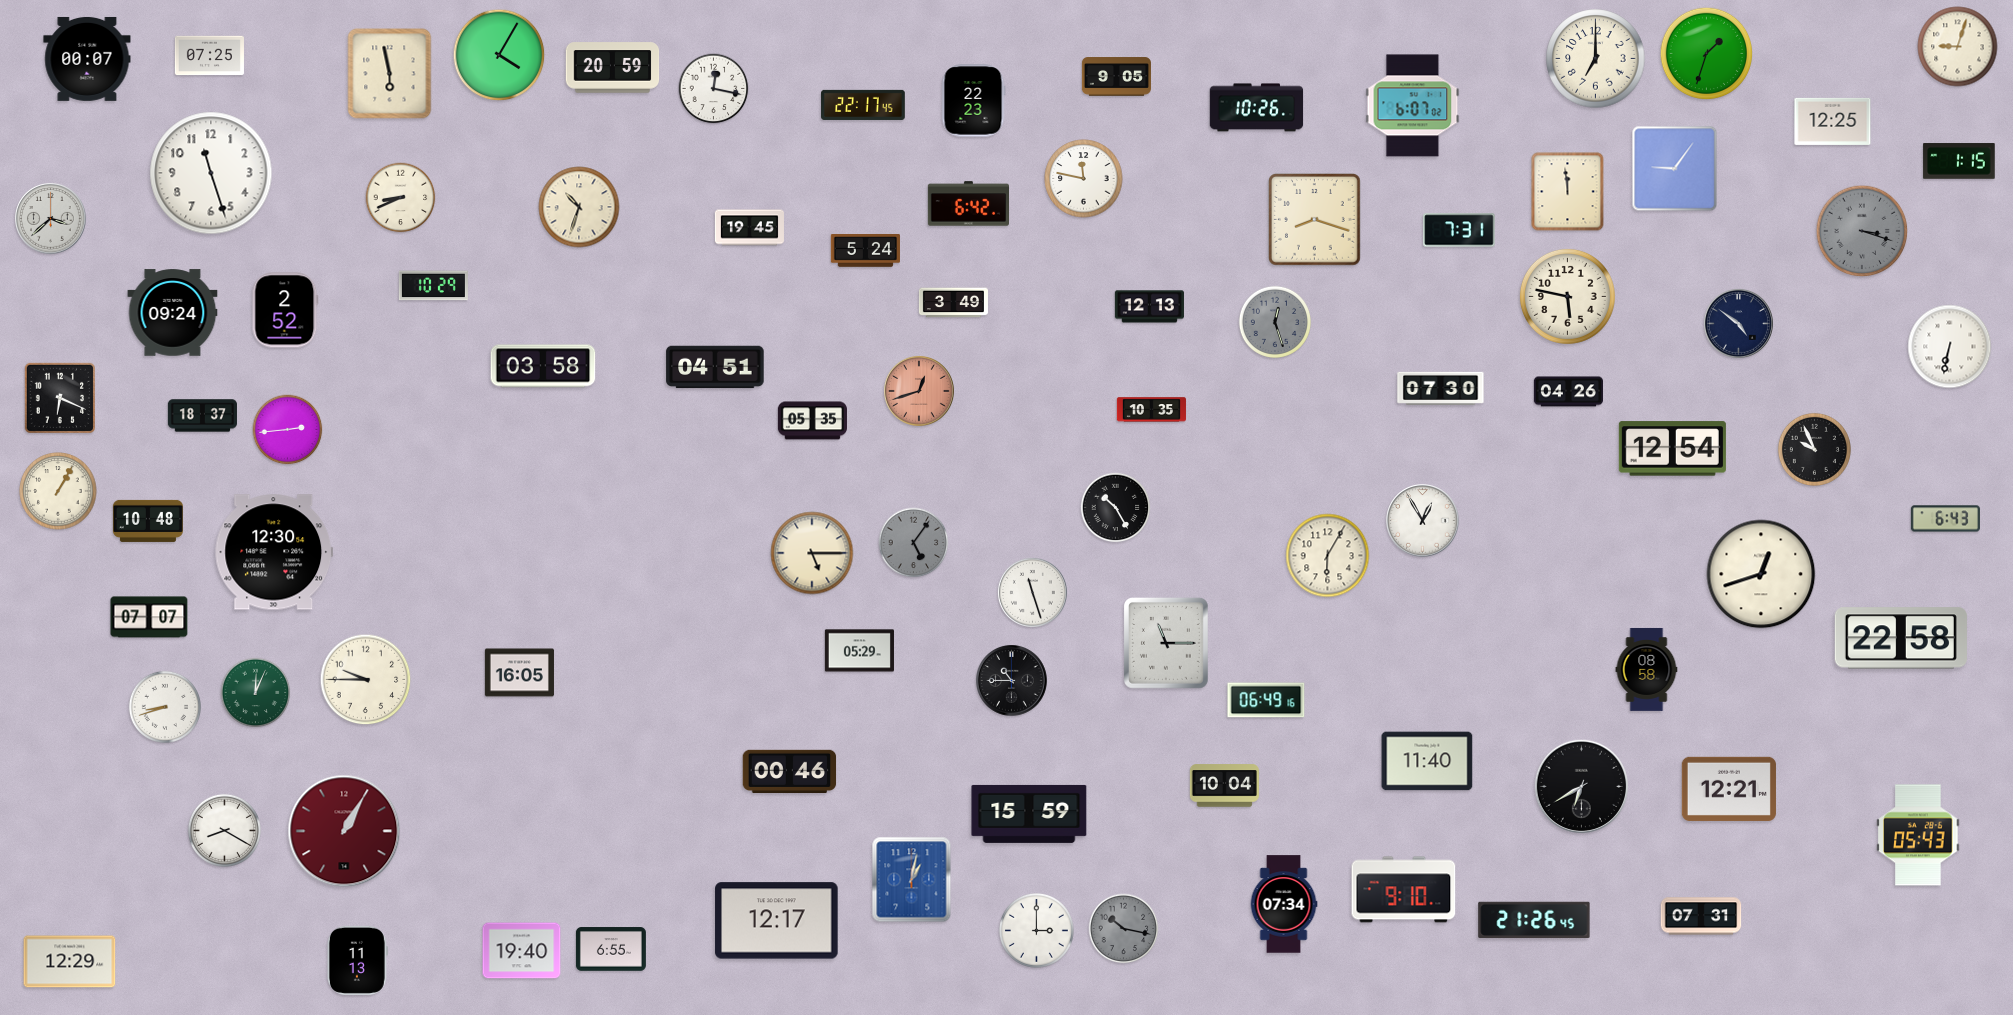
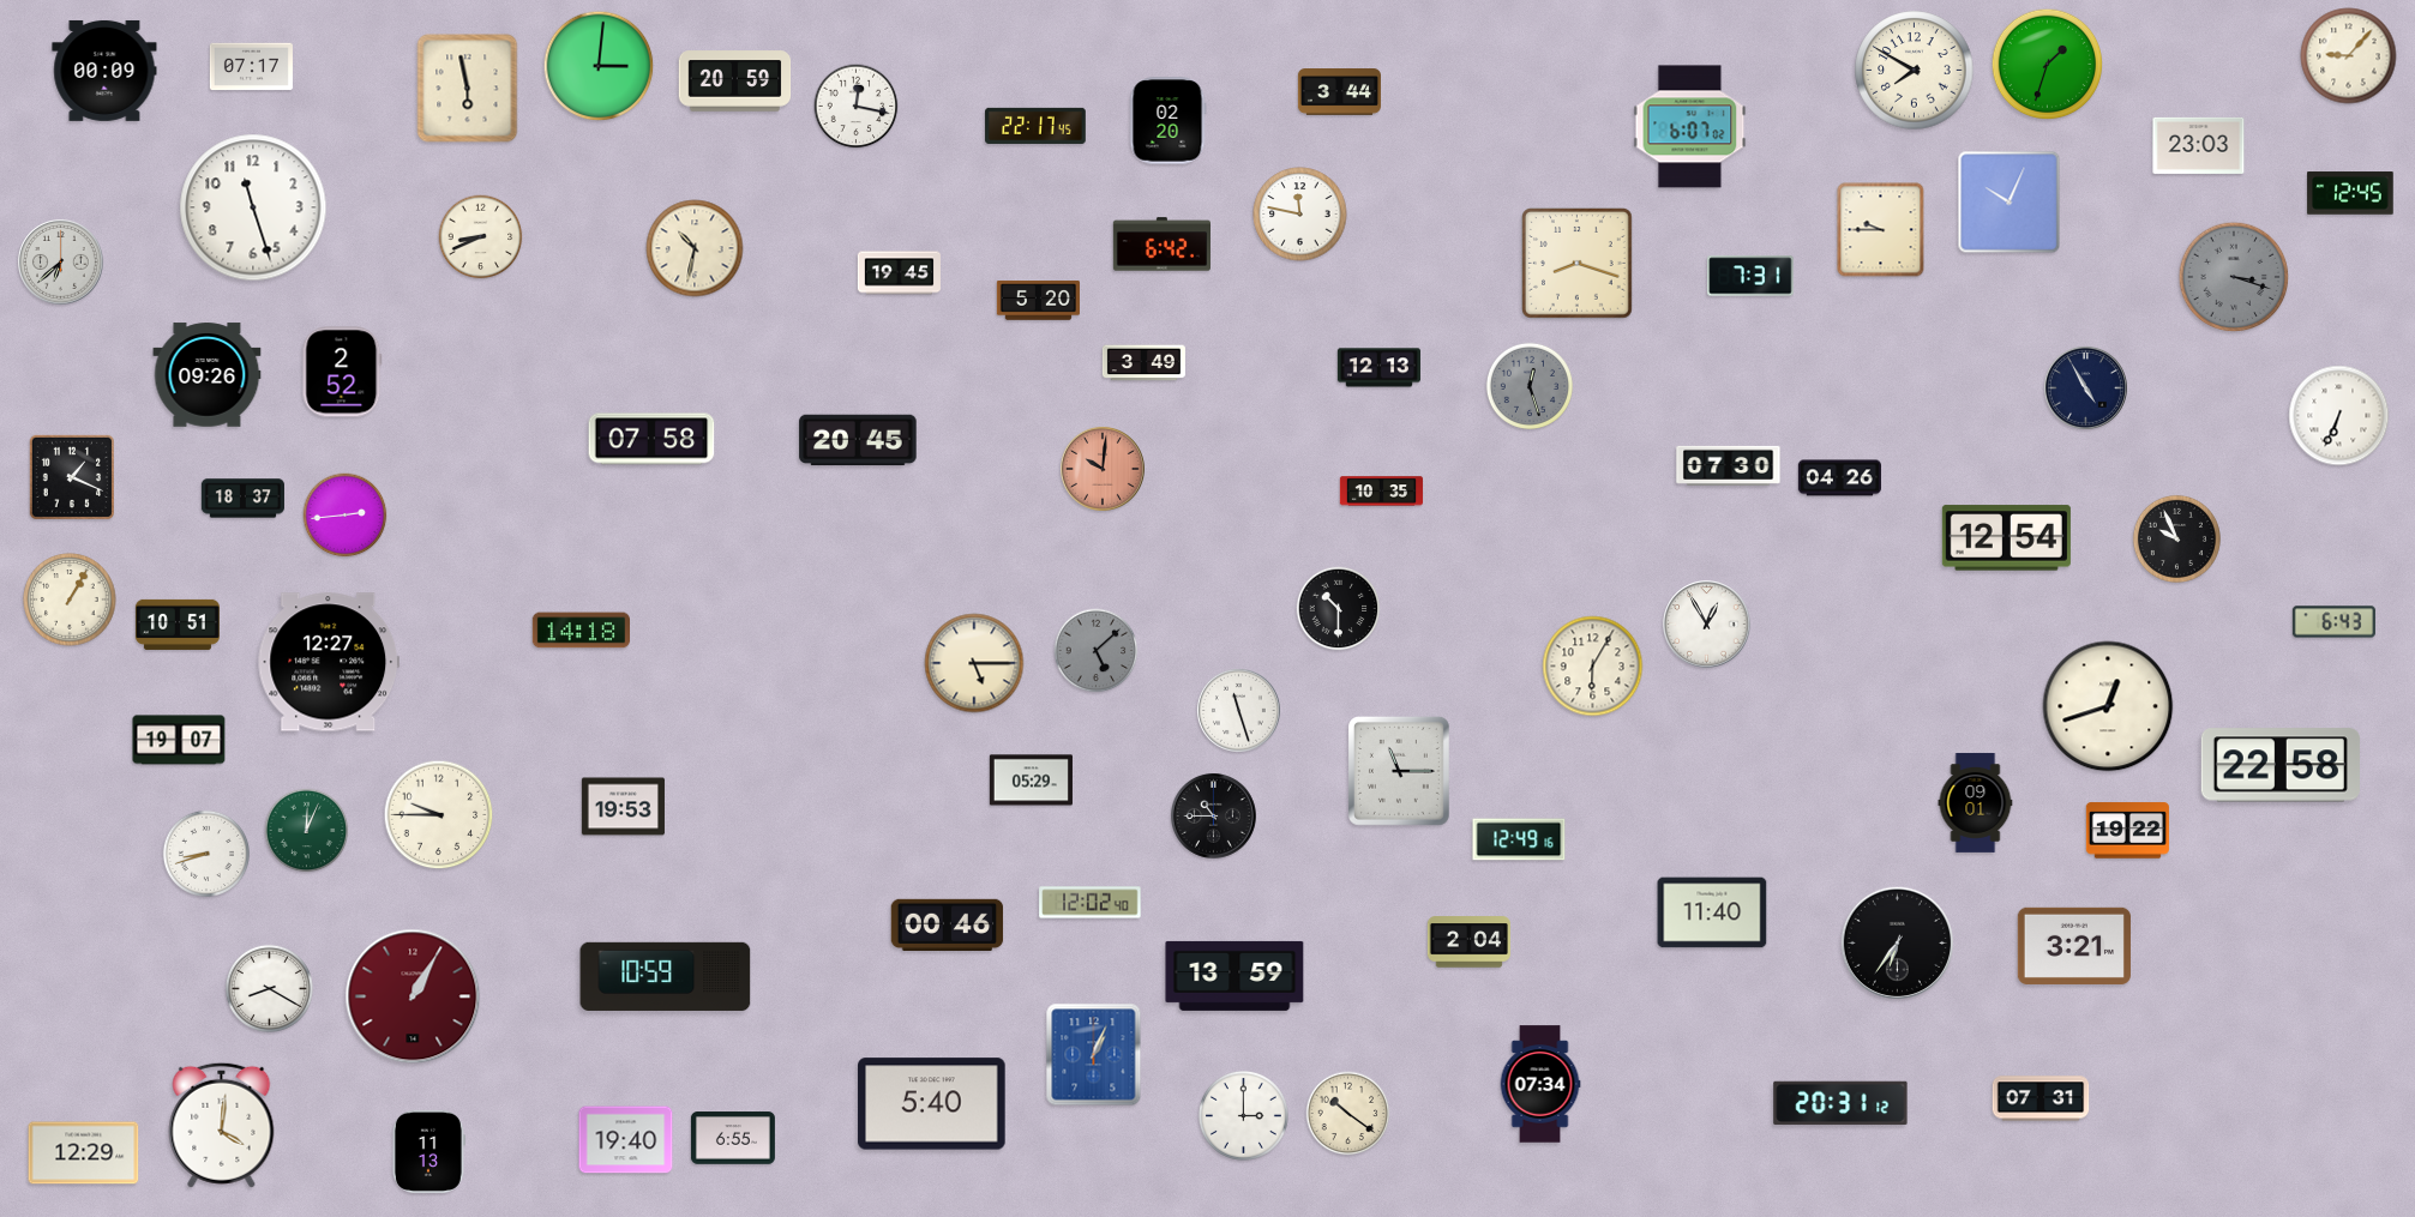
clock at (1958, 47): 9:03 -> 9:07
clock at (499, 55): 4:05 -> 3:01
clock at (209, 56): 07:25 -> 07:17
clock at (87, 59): 00:07 -> 00:09
clock at (1596, 59): 7:00 -> 7:50
clock at (1116, 77): 9:05 -> 3:44
clock at (973, 101): 22:23 -> 02:20
clock at (1413, 106) position: (1413, 106) -> (1690, 127)
clock at (1257, 108): 10:26 -> none
clock at (1833, 121): 12:25 -> 23:03
clock at (1959, 161): 1:15 -> 12:45
clock at (1675, 169): 9:06 -> 10:04
clock at (1568, 192): 11:59 -> 9:45
clock at (579, 207): 10:33 -> 10:32
clock at (51, 219): 3:38 -> 6:38
clock at (865, 251): 5:24 -> 5:20
clock at (433, 286): 10:29 -> none
clock at (1567, 296): 5:47 -> none
clock at (173, 313): 09:24 -> 09:26
clock at (1738, 323): 4:51 -> 4:55
clock at (1950, 347): 6:32 -> 6:34
clock at (543, 366): 03:58 -> 07:58
clock at (715, 367): 04:51 -> 20:45
clock at (919, 391): 12:42 -> 10:01
clock at (1568, 392) position: (1568, 392) -> (1839, 478)
clock at (59, 397): 6:19 -> 1:19
clock at (812, 421): 05:35 -> none
clock at (58, 491) position: (58, 491) -> (70, 600)
clock at (1116, 508): 10:25 -> 10:30
clock at (148, 521): 10:48 -> 10:51
clock at (581, 631): none -> 14:18
clock at (914, 543): 5:06 -> 5:08
clock at (274, 552): 12:30 -> 12:27
clock at (1761, 574) position: (1761, 574) -> (2108, 706)
clock at (149, 617): 07:07 -> 19:07
clock at (1647, 669): 08:58 -> 09:01
clock at (519, 673): 16:05 -> 19:53
clock at (2127, 831): none -> 19:22
clock at (1266, 700): 06:49 -> 12:49
clock at (164, 706) position: (164, 706) -> (205, 852)
clock at (1091, 903): none -> 12:02
clock at (1224, 786): 10:04 -> 2:04
clock at (1581, 786): 6:40 -> 6:36
clock at (1729, 789): 12:21 -> 3:21
clock at (666, 976): none -> 10:59
clock at (1029, 814): 15:59 -> 13:59
clock at (224, 830) position: (224, 830) -> (269, 988)
clock at (1918, 835): 05:43 -> none
clock at (912, 880): 1:02 -> 1:04
clock at (1404, 890): 9:10 -> none
clock at (1534, 920): 21:26 -> 20:31
clock at (777, 921): 12:17 -> 5:40
clock at (1124, 929): 10:17 -> 10:21
clock at (1124, 929) dial: grey -> cream
clock at (222, 1125): none -> 4:01
